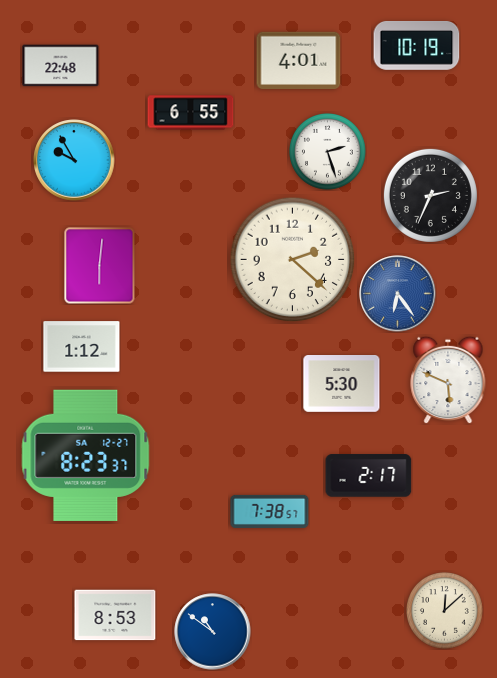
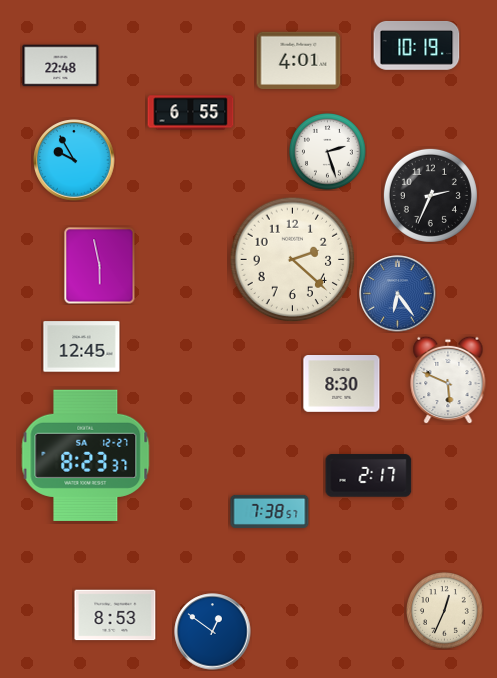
clock at (100, 266): 6:01 -> 5:58
clock at (82, 347): 1:12 -> 12:45
clock at (342, 384): 5:30 -> 8:30
clock at (445, 611): 12:08 -> 12:34
clock at (213, 632): 10:51 -> 12:51
